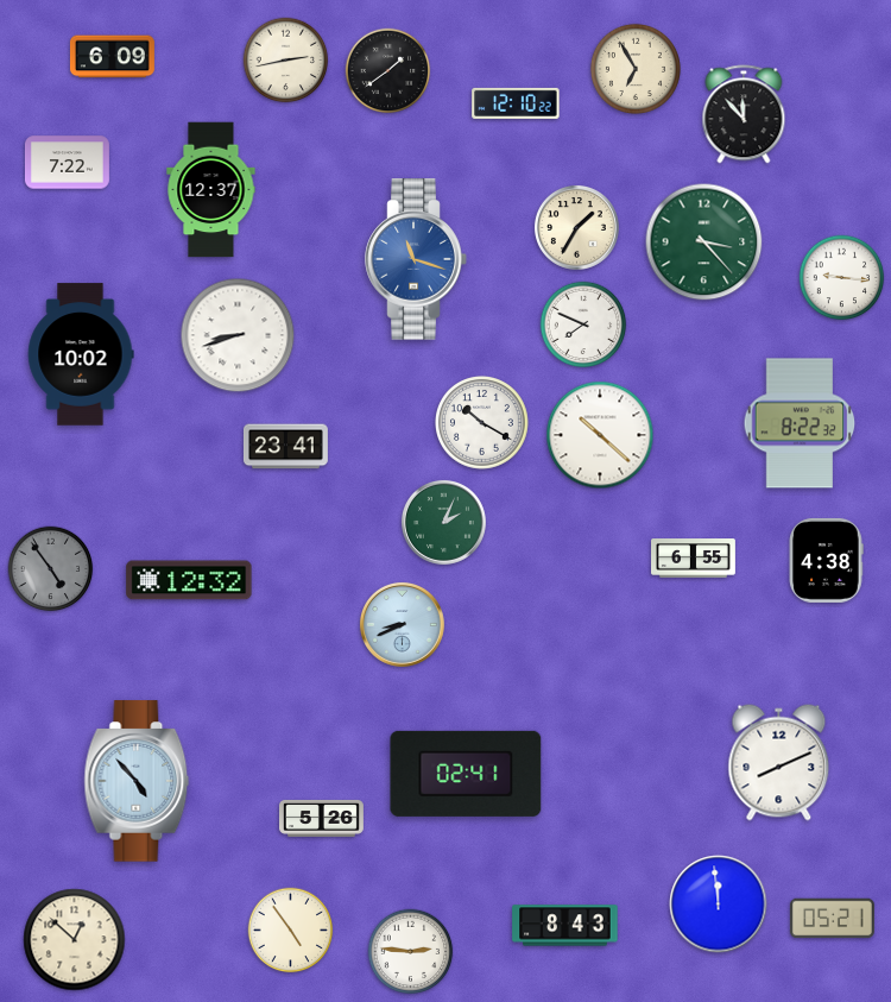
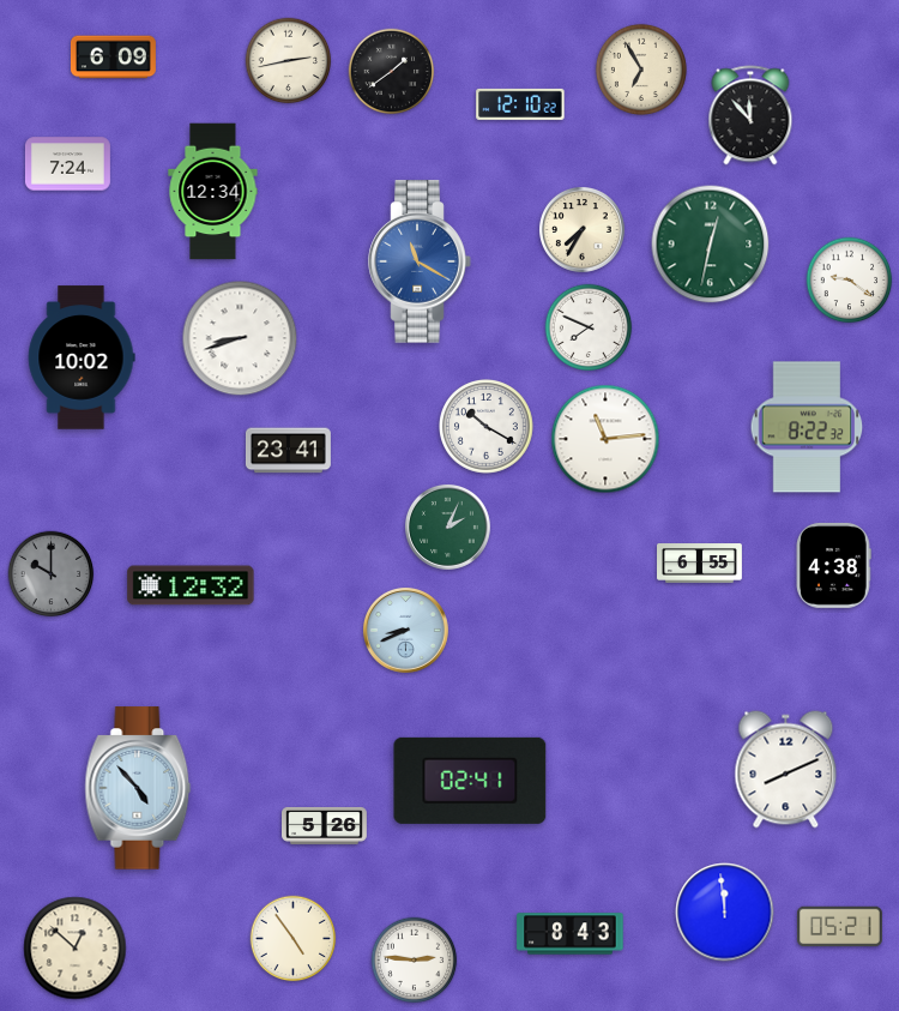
clock at (67, 163): 7:22 -> 7:24
clock at (211, 190): 12:37 -> 12:34
clock at (576, 227): 1:35 -> 7:35
clock at (704, 242): 3:23 -> 12:32
clock at (416, 259): 11:18 -> 11:20
clock at (842, 278): 9:16 -> 9:21
clock at (600, 435): 10:22 -> 11:14
clock at (51, 569): 4:54 -> 10:00
